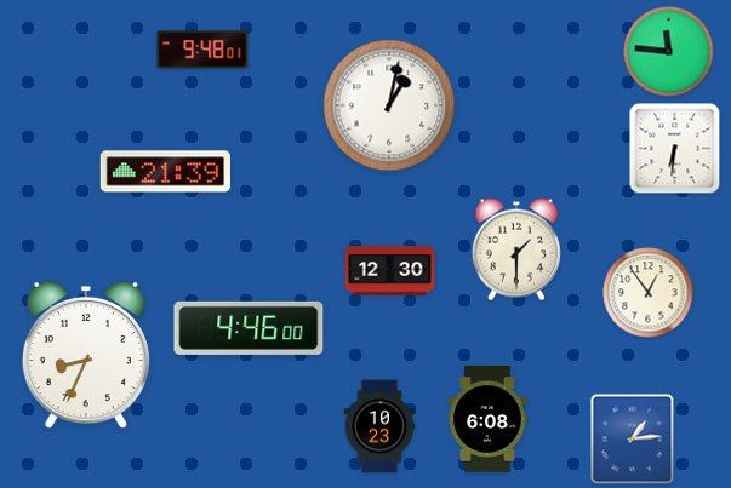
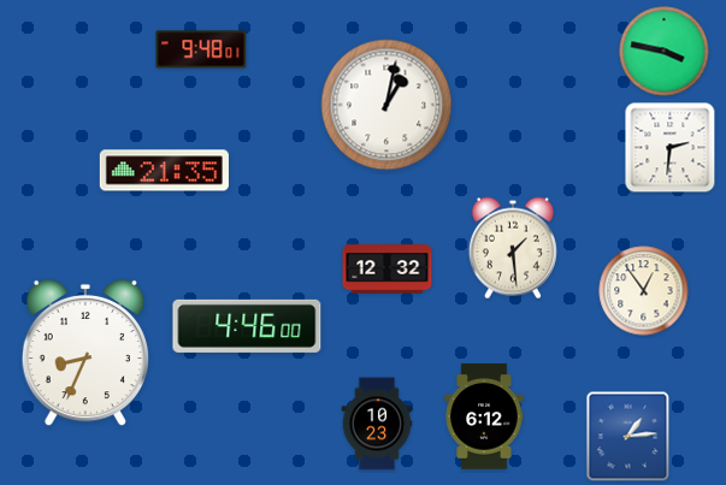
clock at (669, 52): 11:46 -> 3:47
clock at (675, 149): 6:31 -> 2:31
clock at (165, 172): 21:39 -> 21:35
clock at (516, 249): 1:30 -> 1:29
clock at (390, 271): 12:30 -> 12:32
clock at (487, 419): 6:08 -> 6:12
